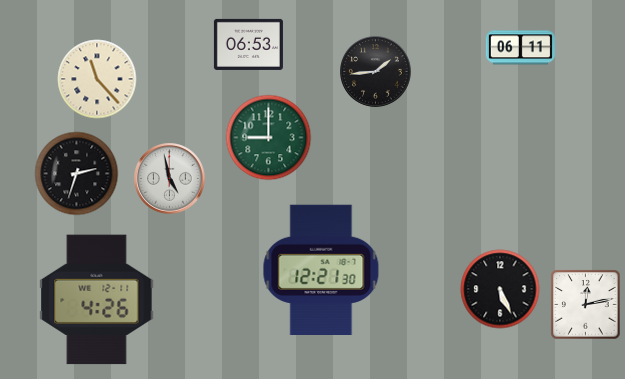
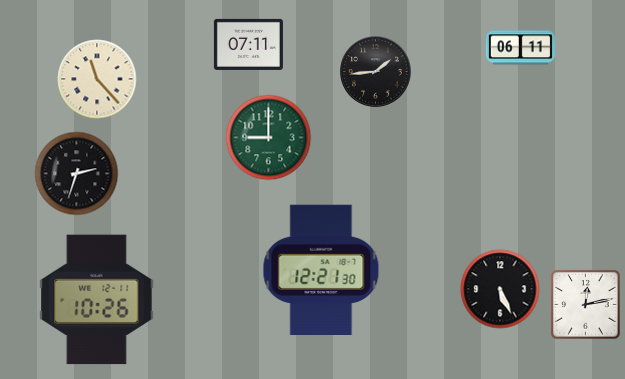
clock at (248, 44): 06:53 -> 07:11
clock at (170, 179): 4:58 -> none
clock at (97, 300): 4:26 -> 10:26
